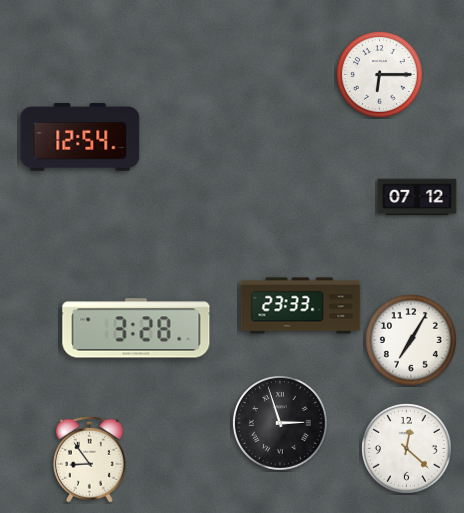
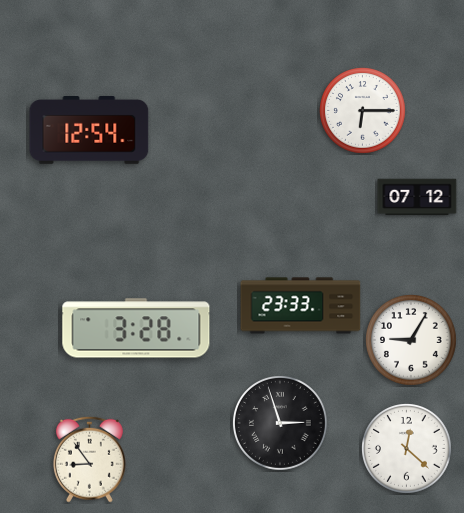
clock at (380, 75) position: (380, 75) -> (363, 111)
clock at (80, 138) position: (80, 138) -> (89, 131)
clock at (412, 341): 7:05 -> 9:05
